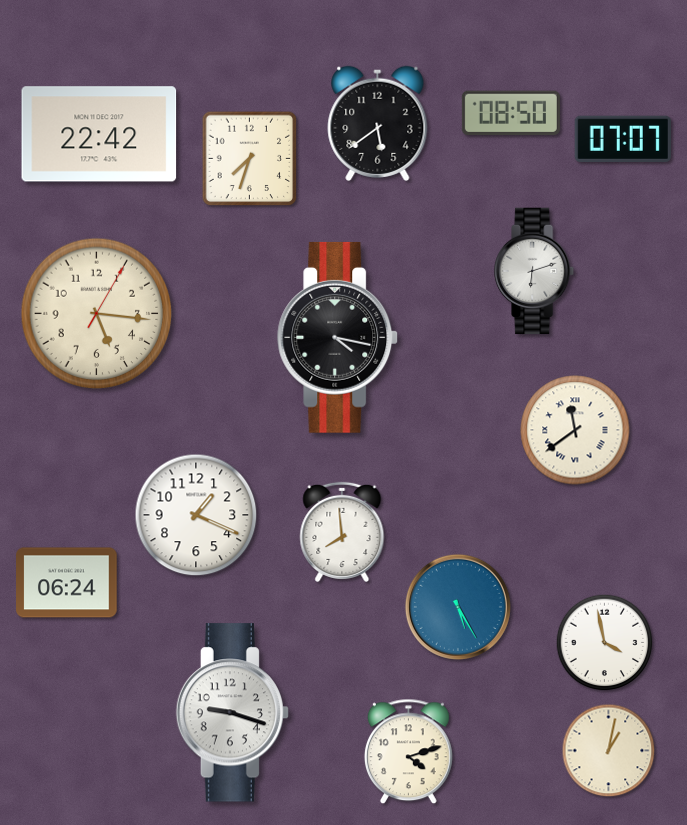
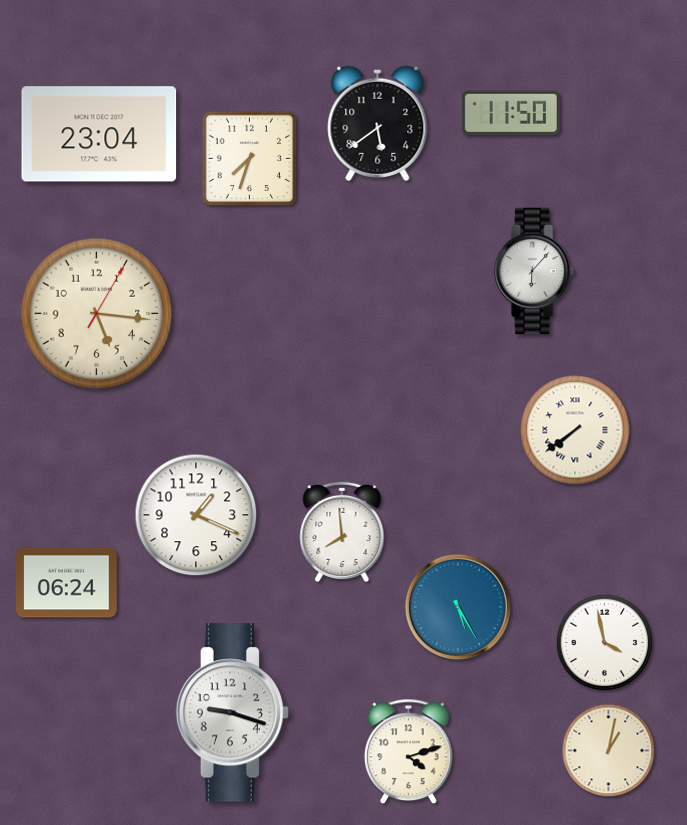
clock at (511, 113): 08:50 -> 11:50
clock at (99, 134): 22:42 -> 23:04
clock at (623, 139): 07:07 -> none
clock at (535, 271): 6:12 -> 6:07
clock at (338, 337): 4:17 -> none
clock at (575, 430): 11:39 -> 7:39
